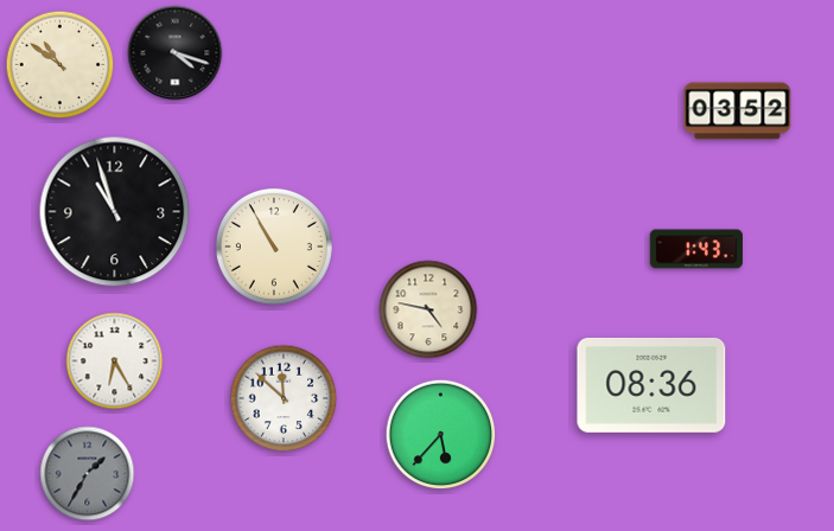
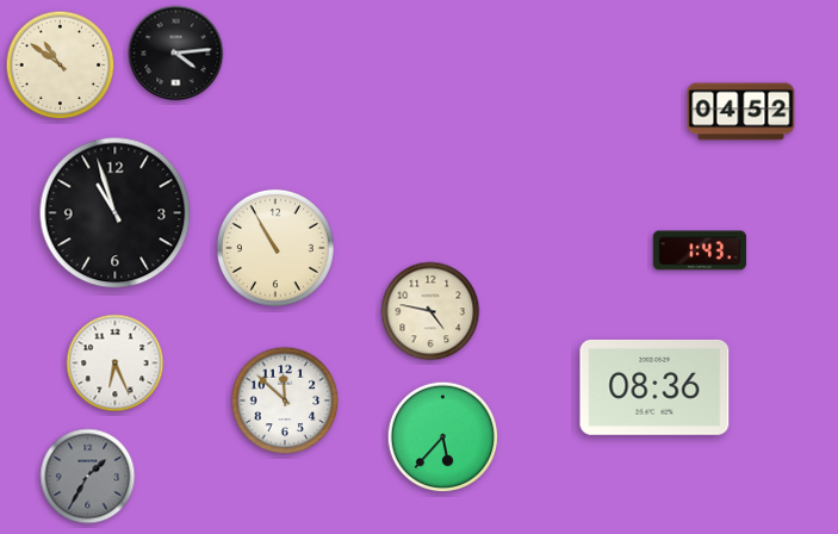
clock at (176, 53): 4:18 -> 4:14
clock at (738, 111): 03:52 -> 04:52
clock at (115, 362): 6:25 -> 6:26
